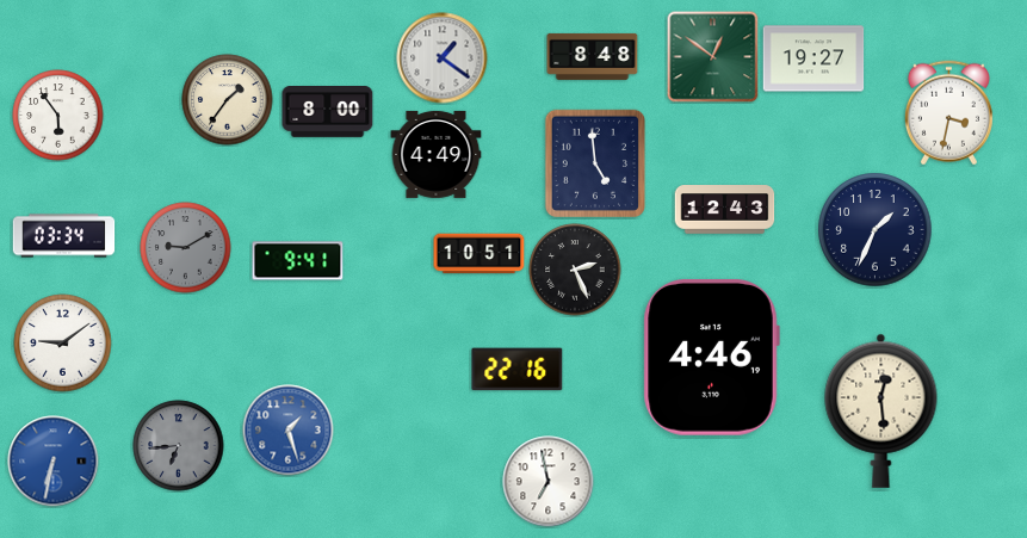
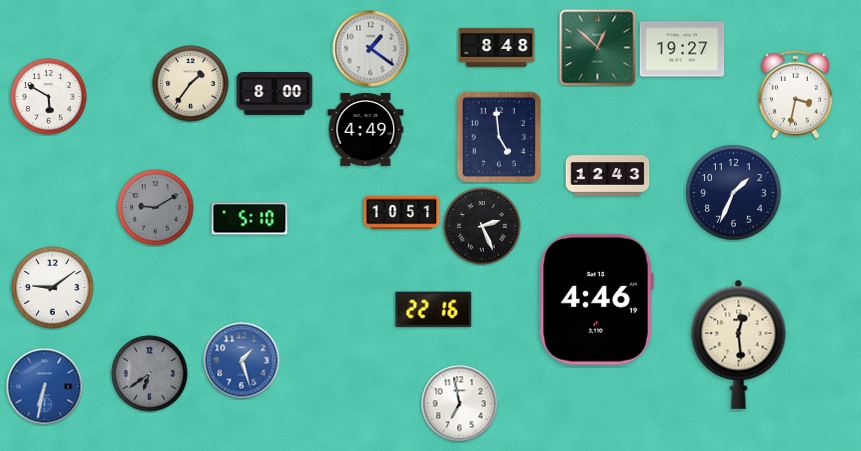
clock at (713, 57): 12:51 -> 12:52
clock at (58, 116): 5:54 -> 5:50
clock at (64, 236): 03:34 -> none
clock at (298, 261): 9:41 -> 5:10
clock at (179, 446): 6:44 -> 6:39
